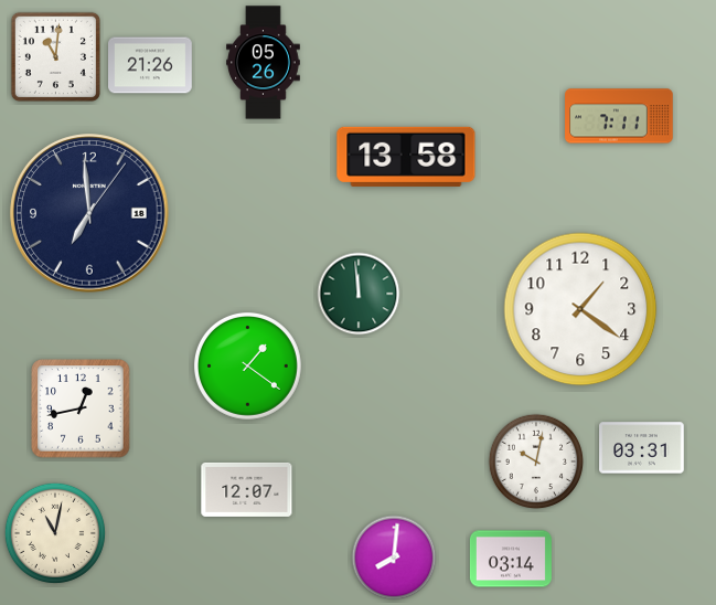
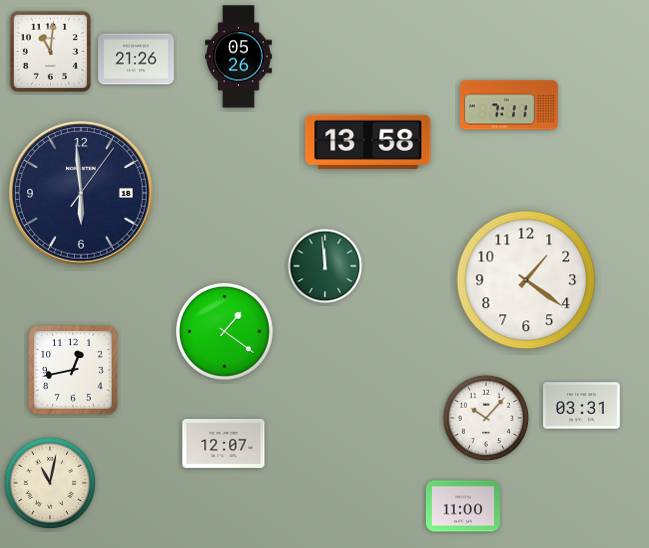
clock at (619, 116) position: (619, 116) -> (509, 105)
clock at (89, 213): 6:59 -> 5:59
clock at (536, 461): 10:02 -> 10:07
clock at (394, 558): 8:01 -> none
clock at (511, 559): 03:14 -> 11:00
